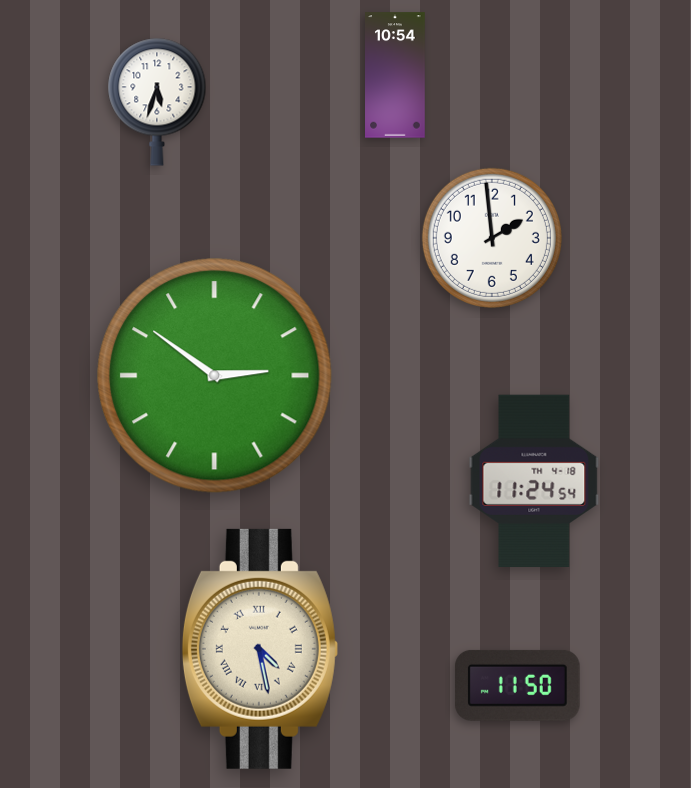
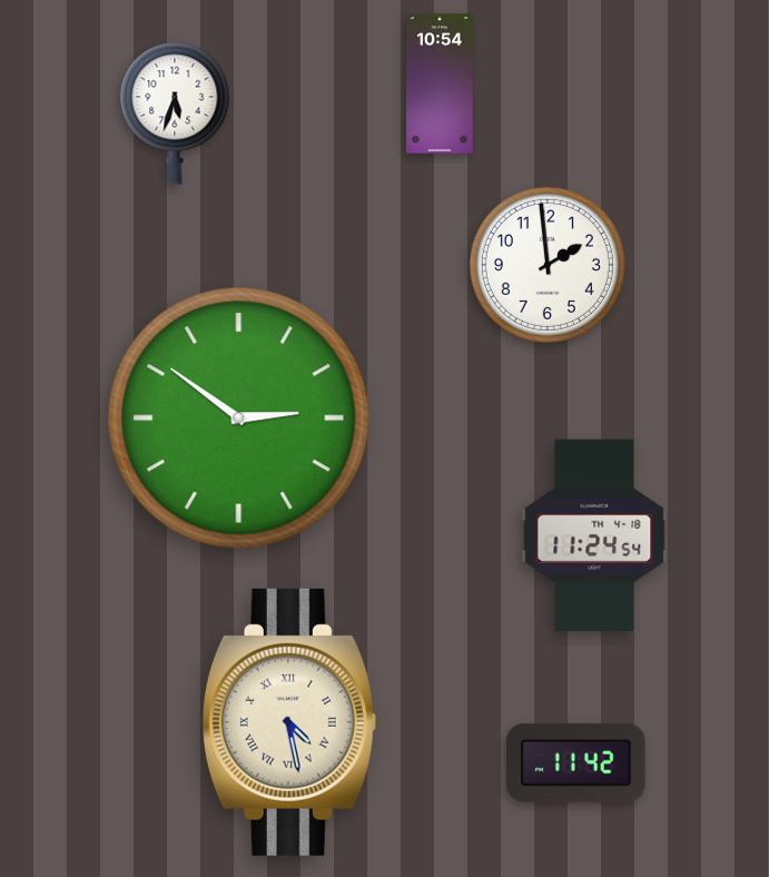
clock at (517, 685): 11:50 -> 11:42
